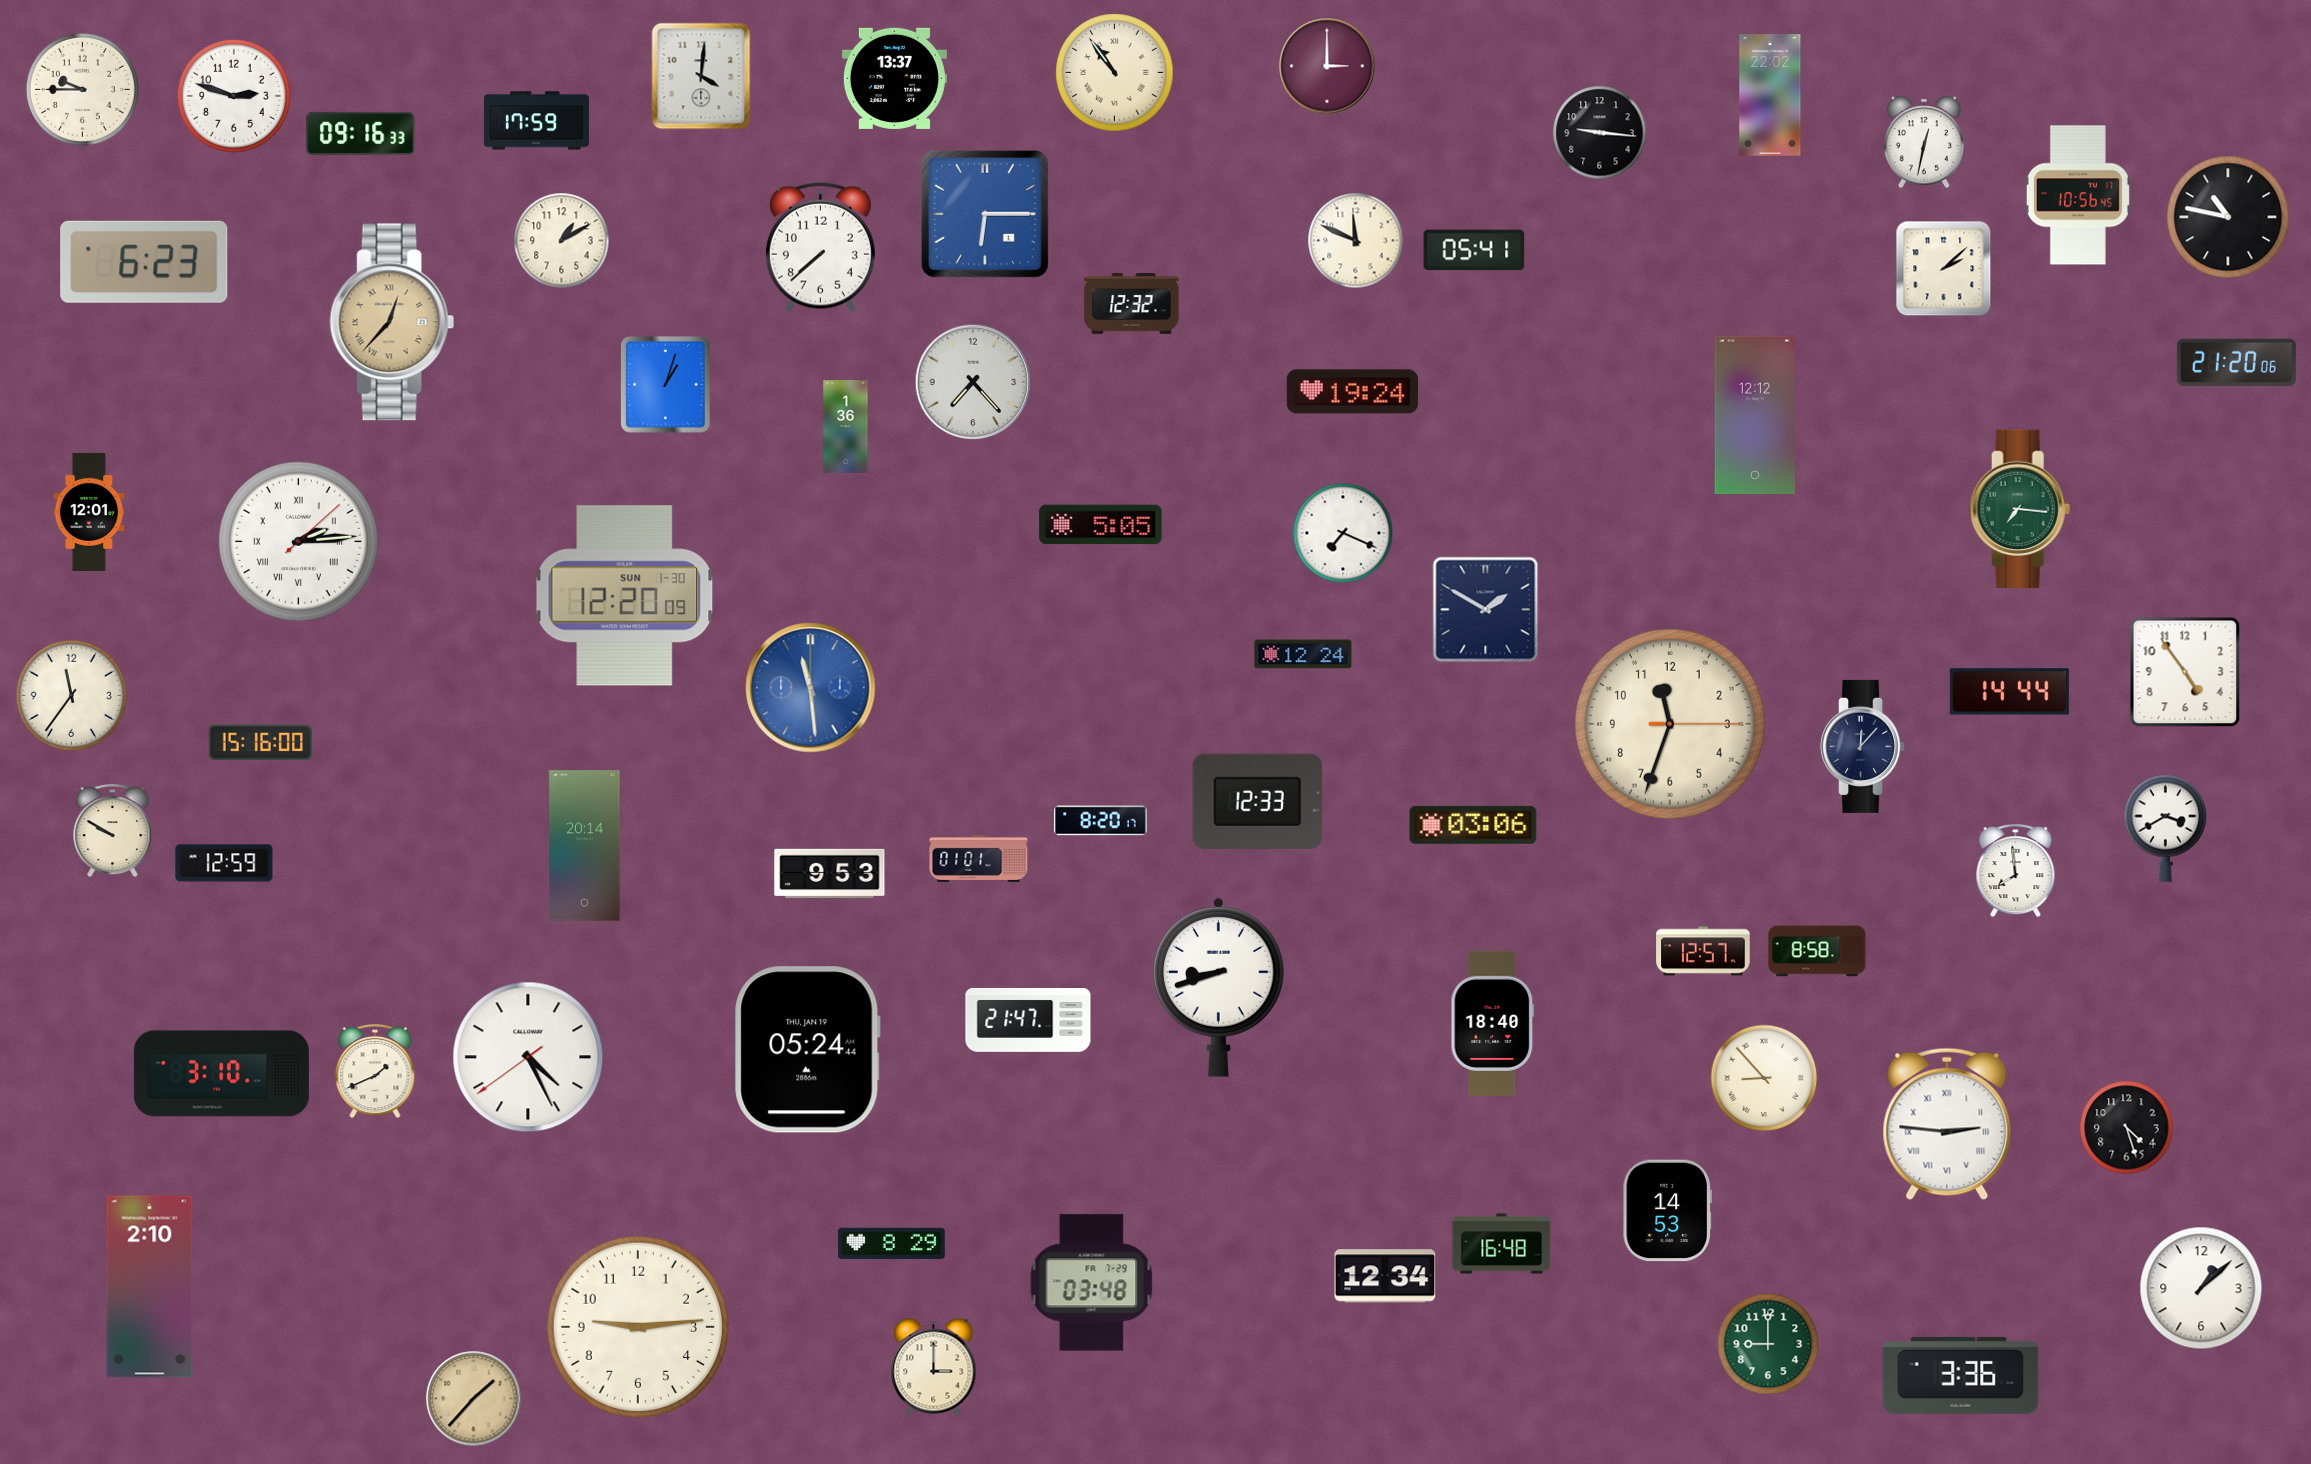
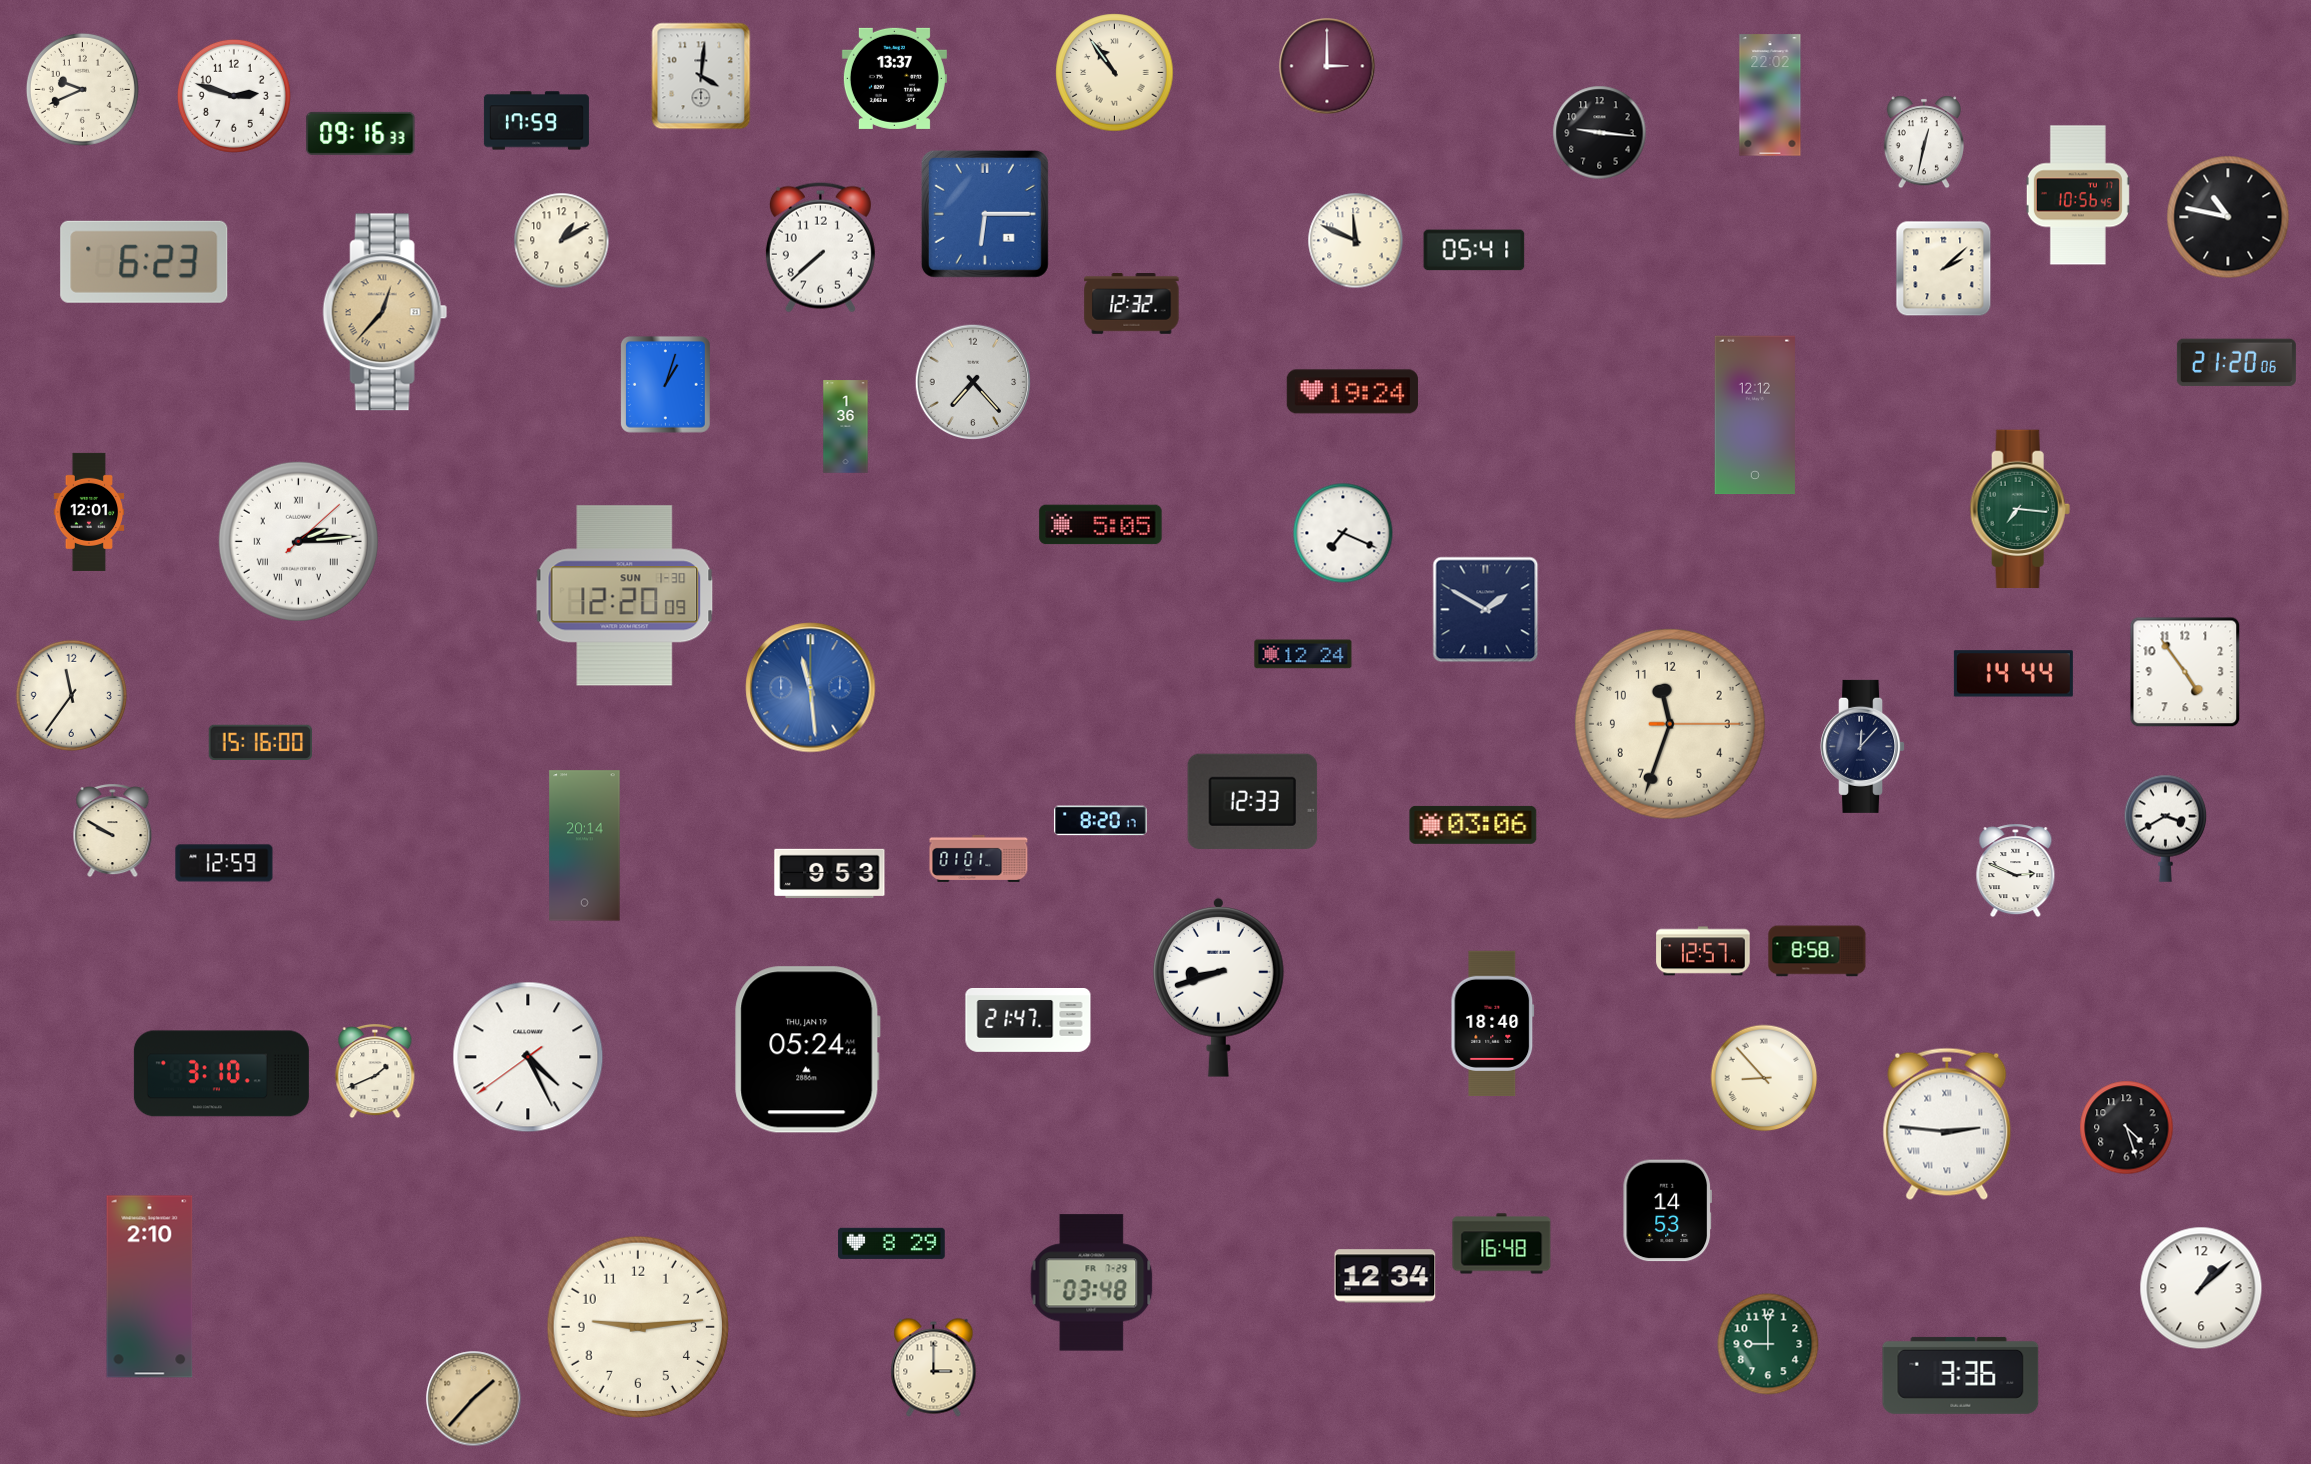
clock at (82, 89): 9:45 -> 9:41
clock at (392, 322) position: (392, 322) -> (385, 312)
clock at (2009, 692) position: (2009, 692) -> (2013, 674)
clock at (1258, 801) position: (1258, 801) -> (1253, 801)
clock at (2016, 871): 7:59 -> 2:49
